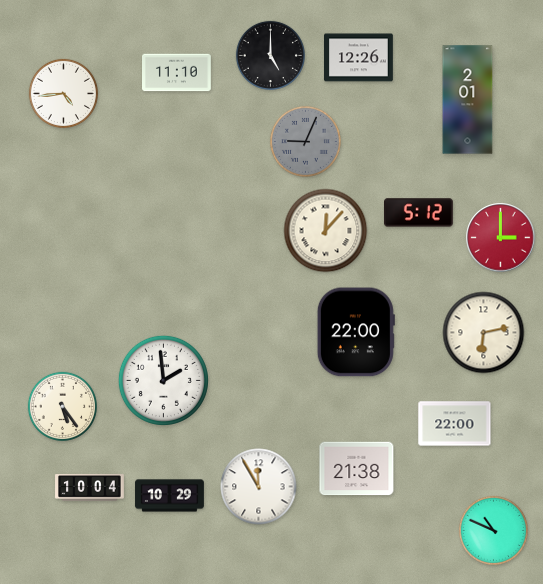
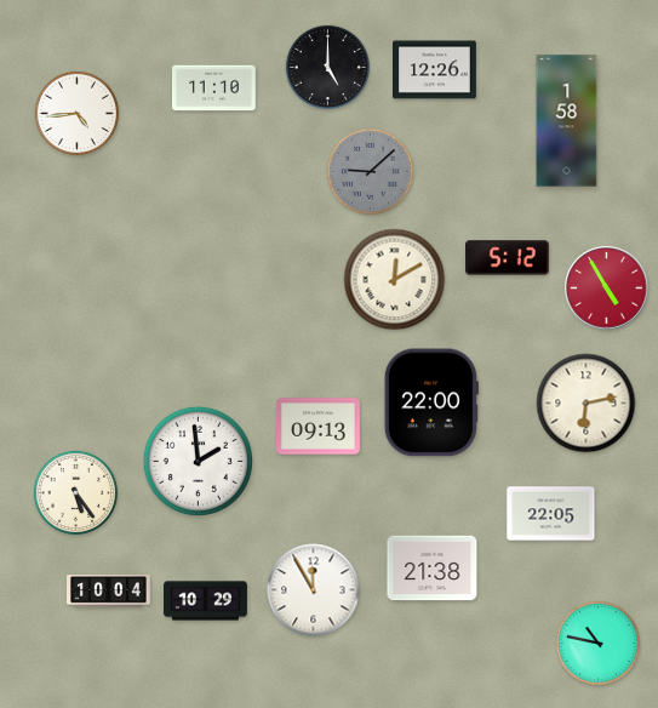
clock at (468, 100): 2:01 -> 1:58
clock at (305, 141): 9:04 -> 9:08
clock at (326, 231): 12:07 -> 12:10
clock at (501, 238): 3:00 -> 4:55
clock at (319, 427): none -> 09:13
clock at (455, 424): 22:00 -> 22:05
clock at (493, 530): 10:49 -> 10:47
